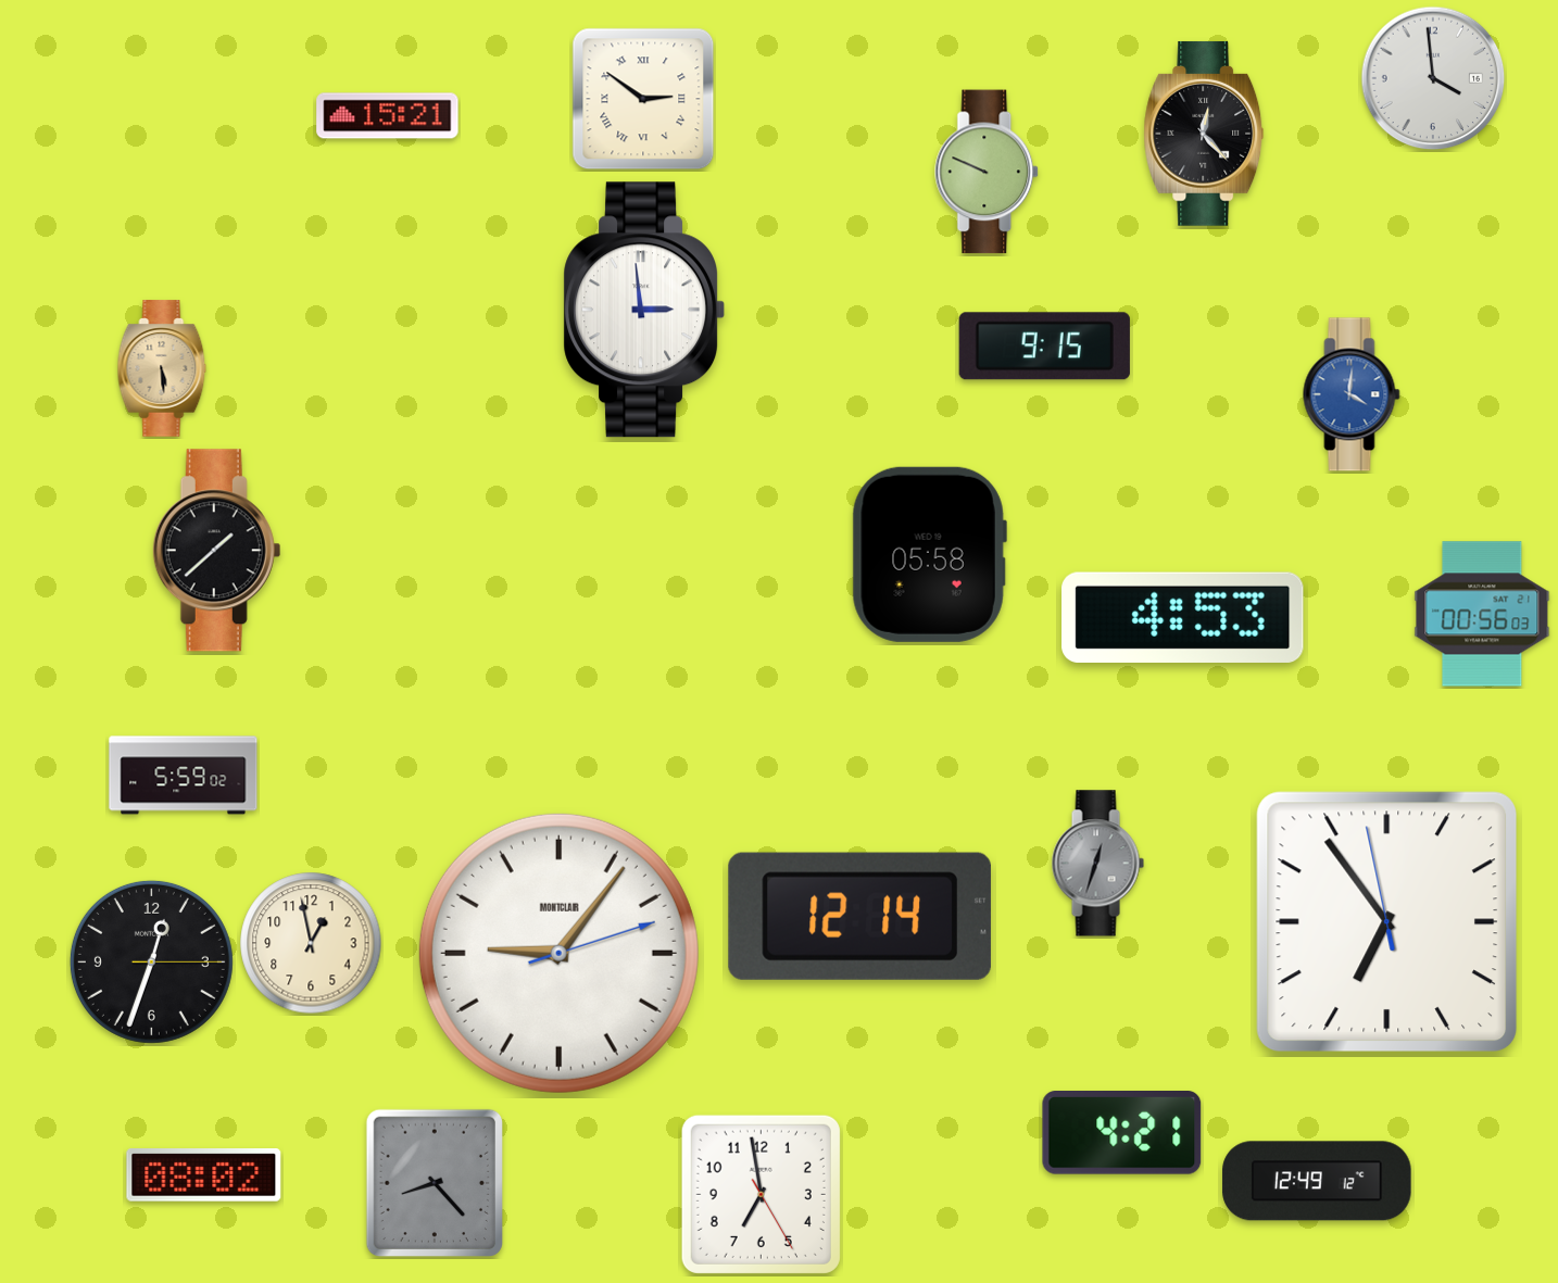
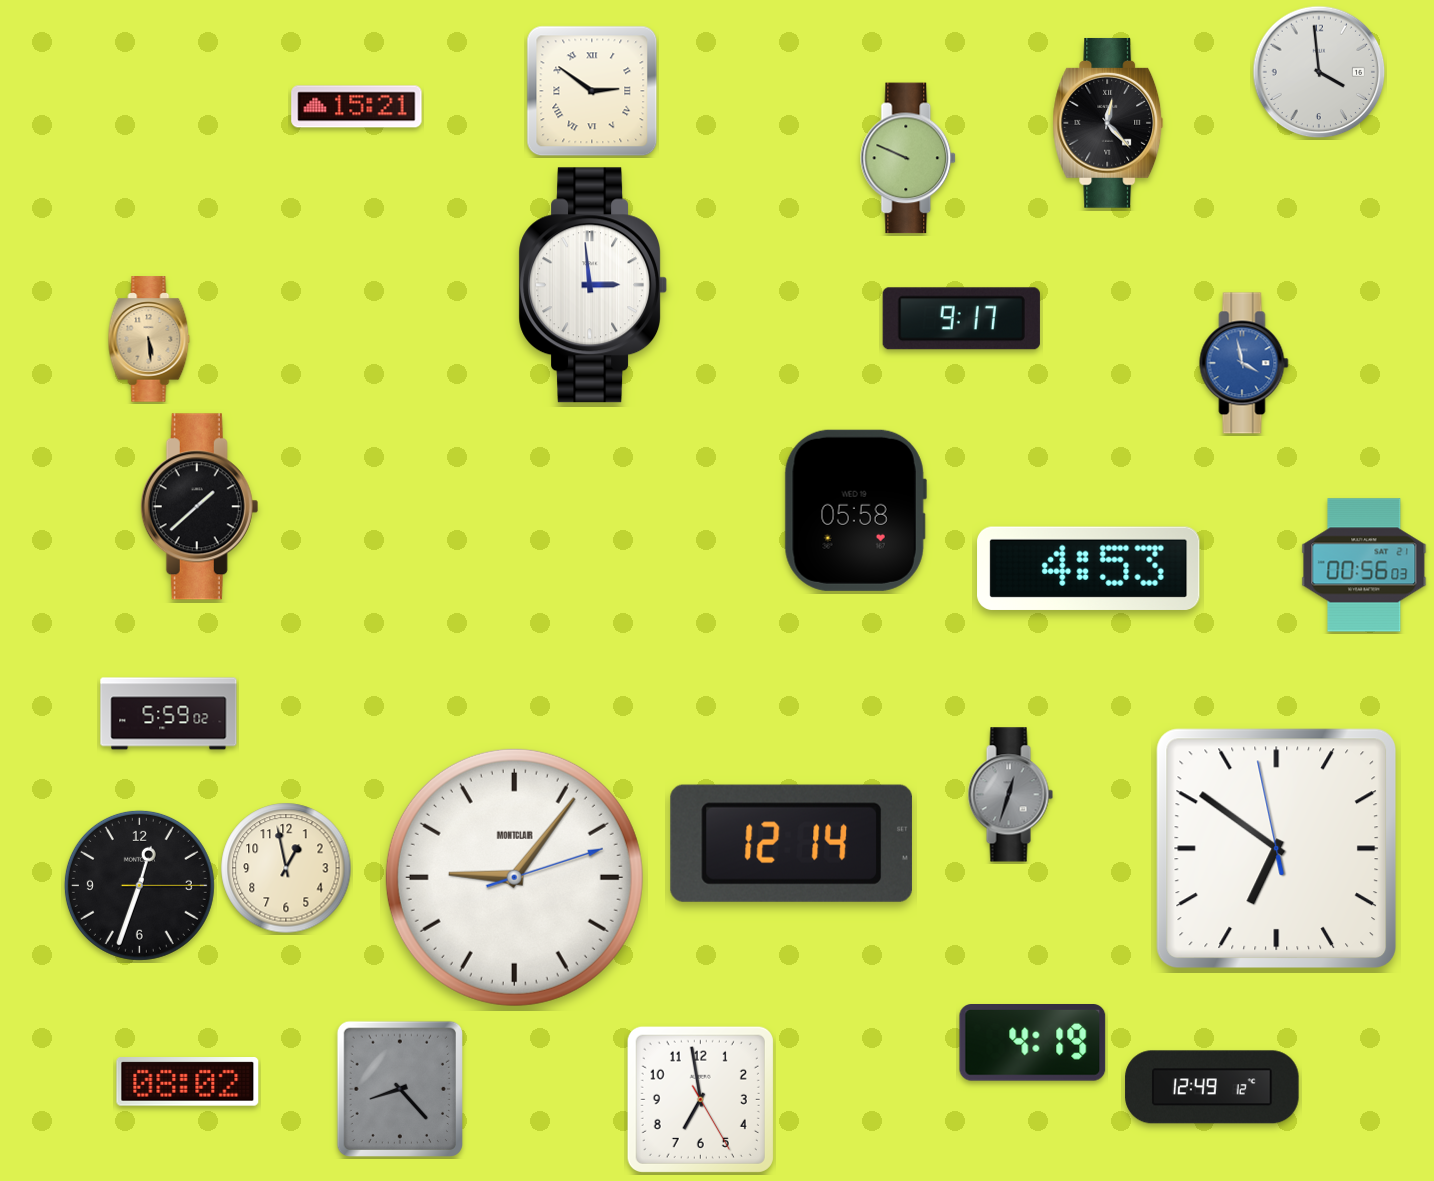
clock at (1044, 347): 9:15 -> 9:17
clock at (1352, 394): 4:01 -> 3:58
clock at (1387, 922): 6:53 -> 6:50
clock at (1122, 1133): 4:21 -> 4:19
